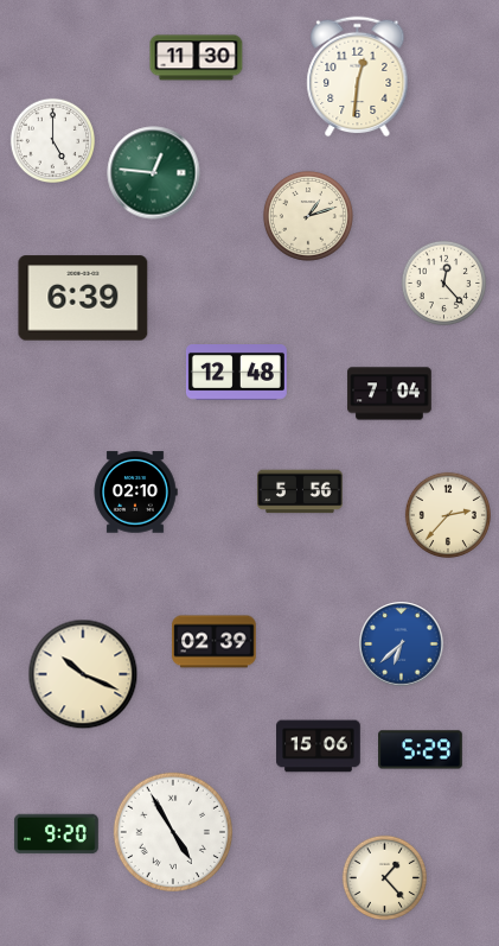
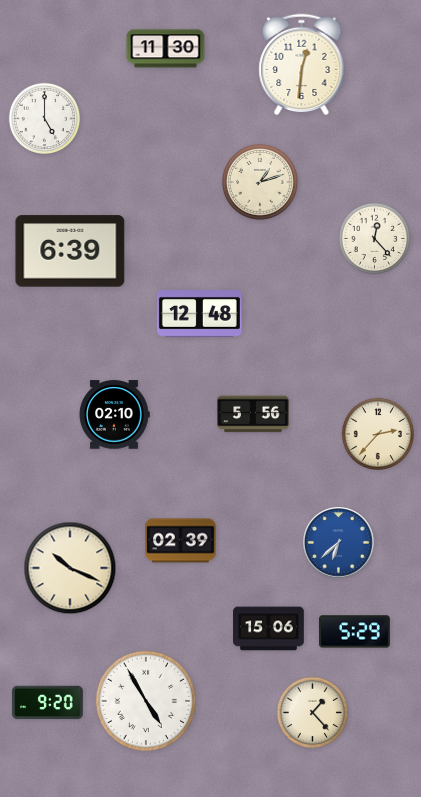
clock at (154, 173): 12:46 -> none
clock at (390, 394): 7:04 -> none
clock at (384, 877) position: (384, 877) -> (312, 712)
